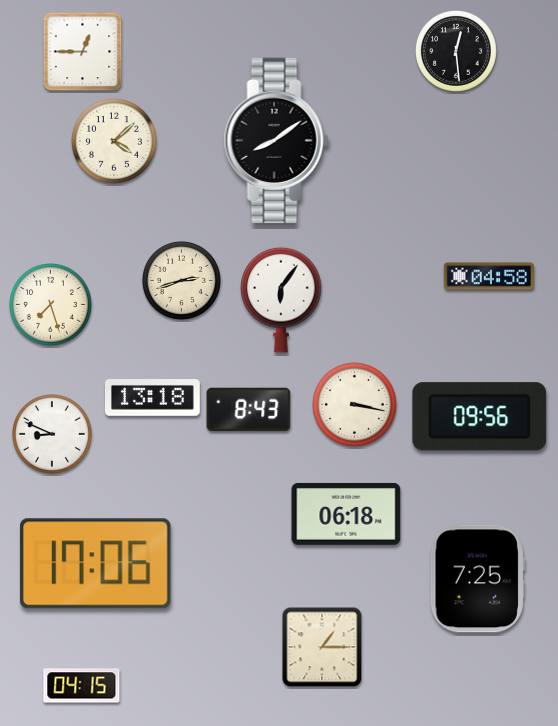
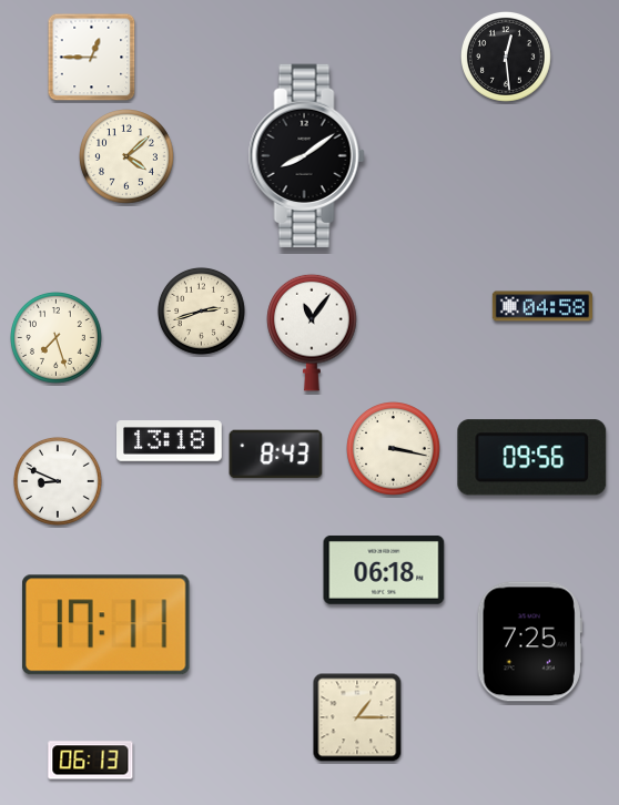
clock at (281, 300): 6:06 -> 11:06
clock at (480, 417) position: (480, 417) -> (532, 458)
clock at (96, 564): 17:06 -> 17:11
clock at (82, 686): 04:15 -> 06:13
